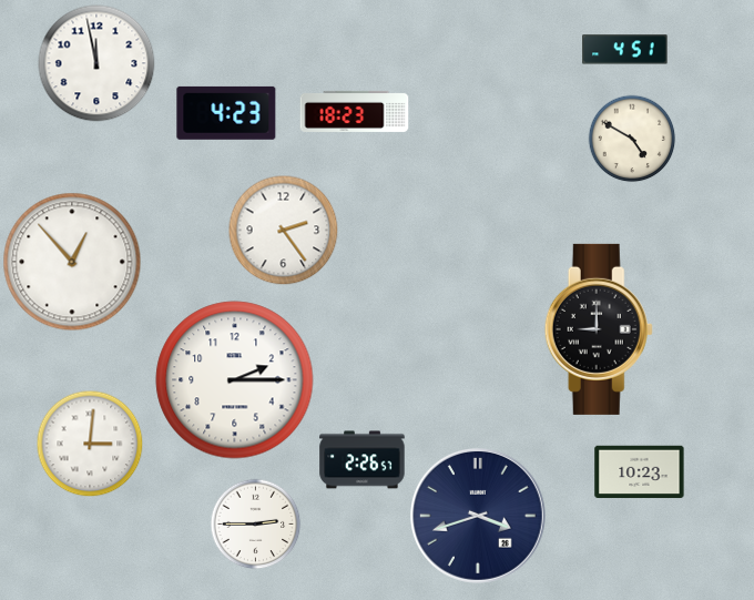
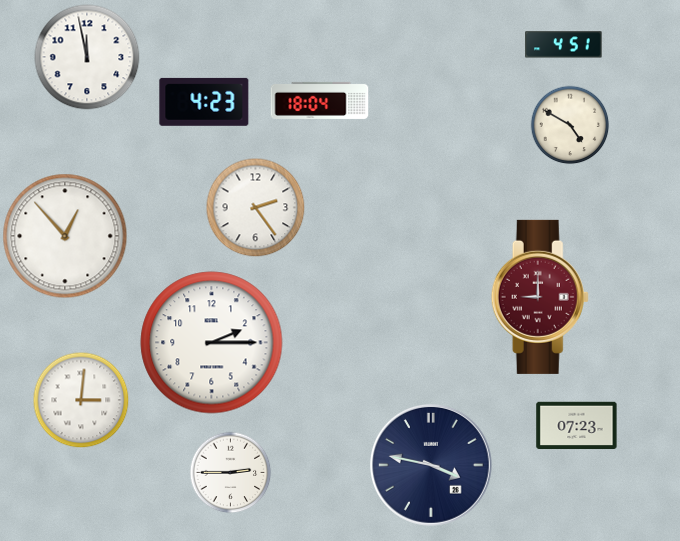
clock at (355, 111): 18:23 -> 18:04
clock at (599, 329) dial: black -> burgundy
clock at (363, 460): 2:26 -> none
clock at (640, 472): 10:23 -> 07:23
clock at (478, 516): 3:42 -> 3:47
